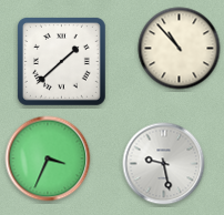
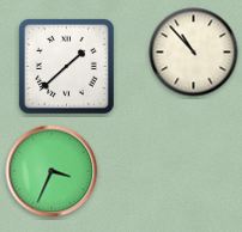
clock at (164, 164): 9:28 -> none
